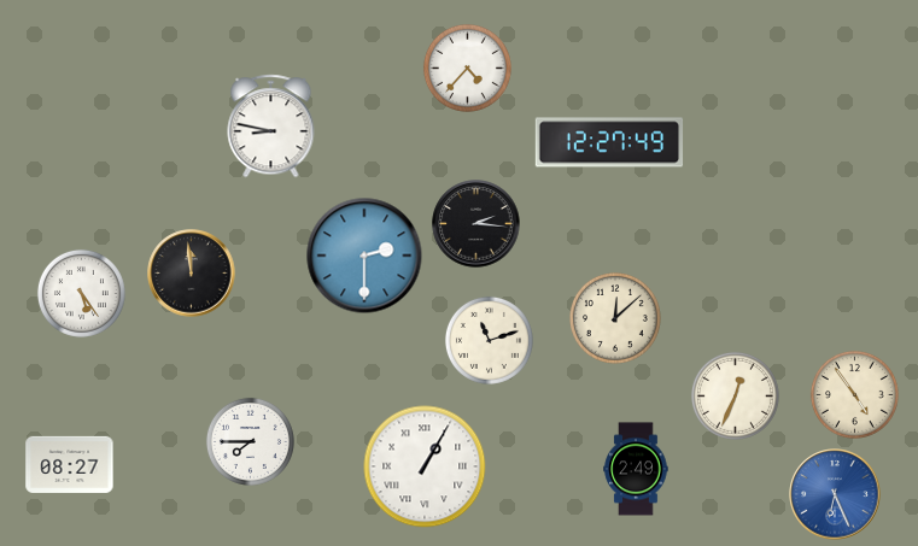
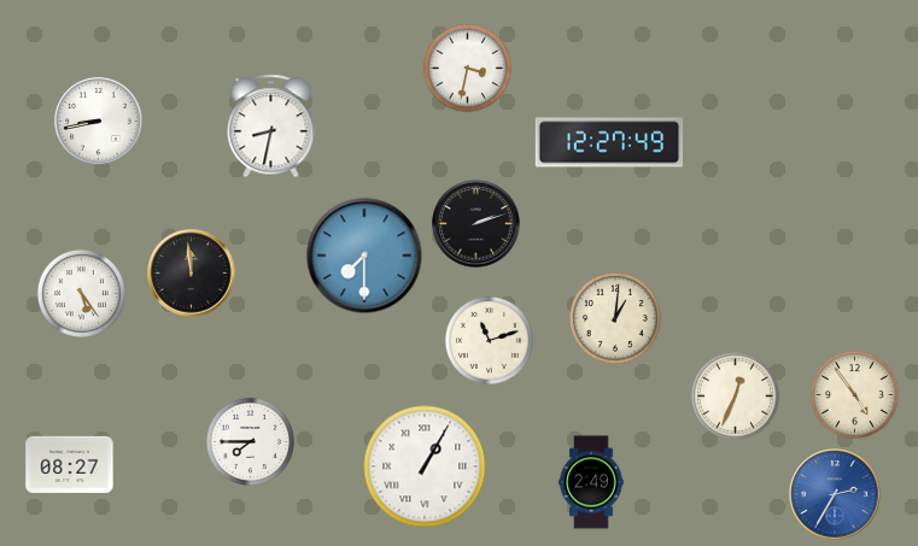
clock at (467, 67): 4:37 -> 3:32
clock at (99, 122): none -> 8:43
clock at (271, 127): 8:47 -> 8:32
clock at (476, 224): 2:16 -> 2:12
clock at (364, 256): 2:30 -> 7:30
clock at (616, 319): 12:08 -> 1:01
clock at (636, 469) position: (636, 469) -> (591, 482)
clock at (835, 494): 6:26 -> 2:35
